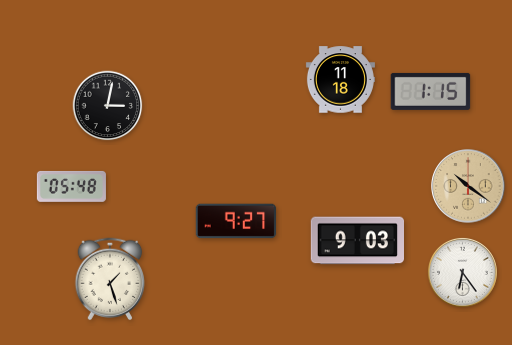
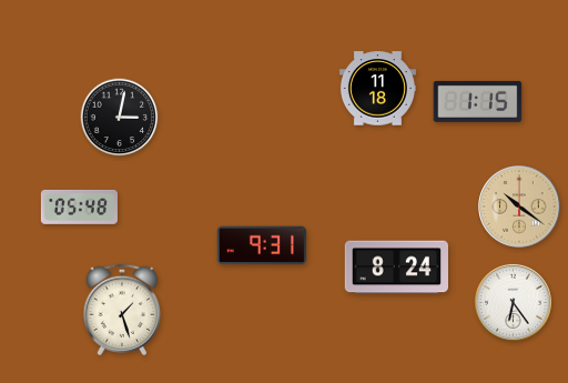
clock at (236, 221): 9:27 -> 9:31
clock at (357, 241): 9:03 -> 8:24
